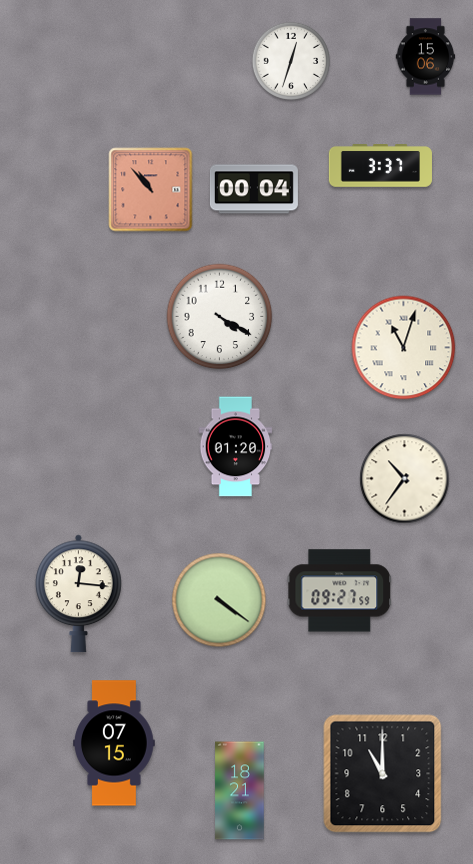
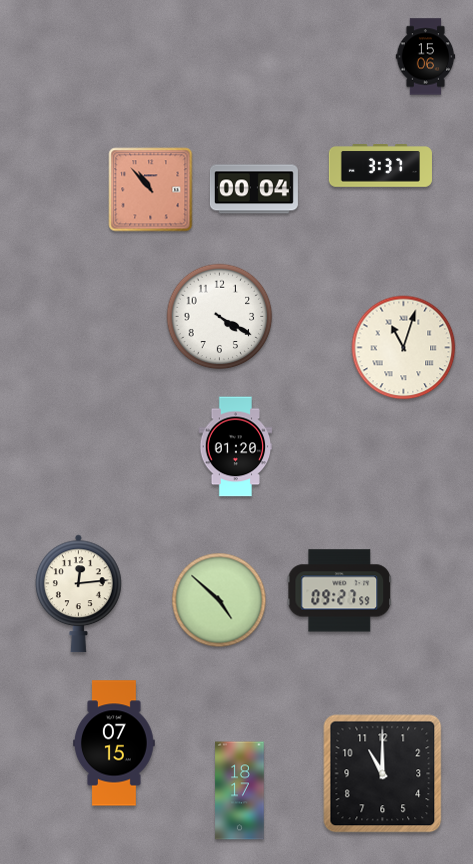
clock at (290, 60): 12:33 -> none
clock at (405, 479): 10:36 -> none
clock at (79, 594): 12:16 -> 12:14
clock at (219, 600): 4:21 -> 4:52
clock at (240, 791): 18:21 -> 18:17
